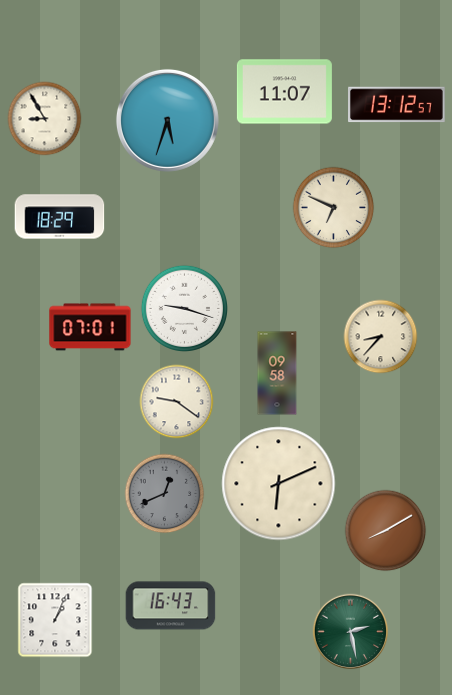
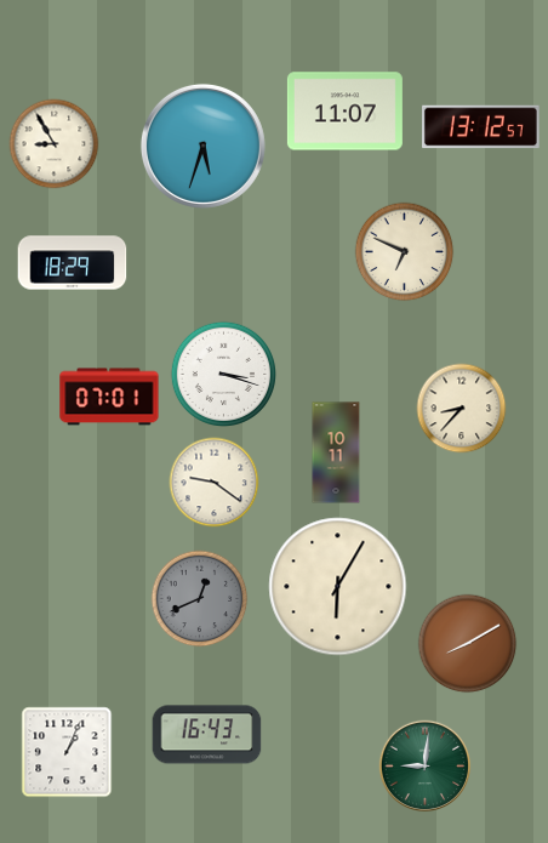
clock at (184, 308): 9:18 -> 3:18
clock at (277, 373): 09:58 -> 10:11
clock at (177, 402) position: (177, 402) -> (215, 483)
clock at (279, 484): 6:11 -> 6:05
clock at (351, 632): 2:28 -> 9:01
